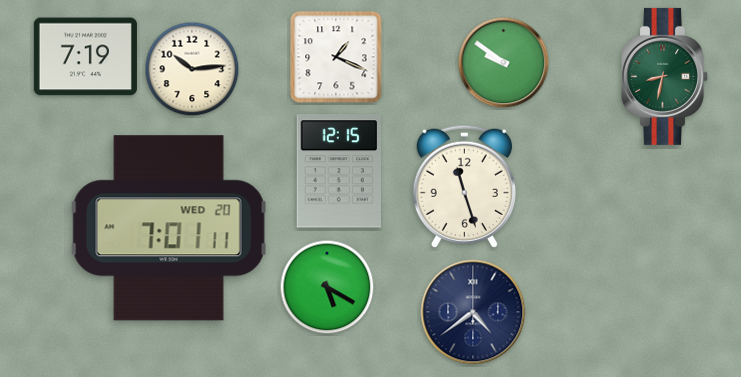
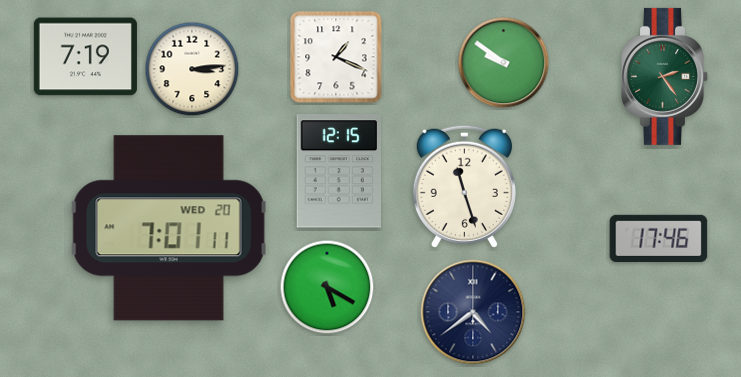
clock at (192, 69): 10:14 -> 3:14
clock at (665, 76): 8:32 -> 2:24
clock at (659, 238): none -> 17:46
